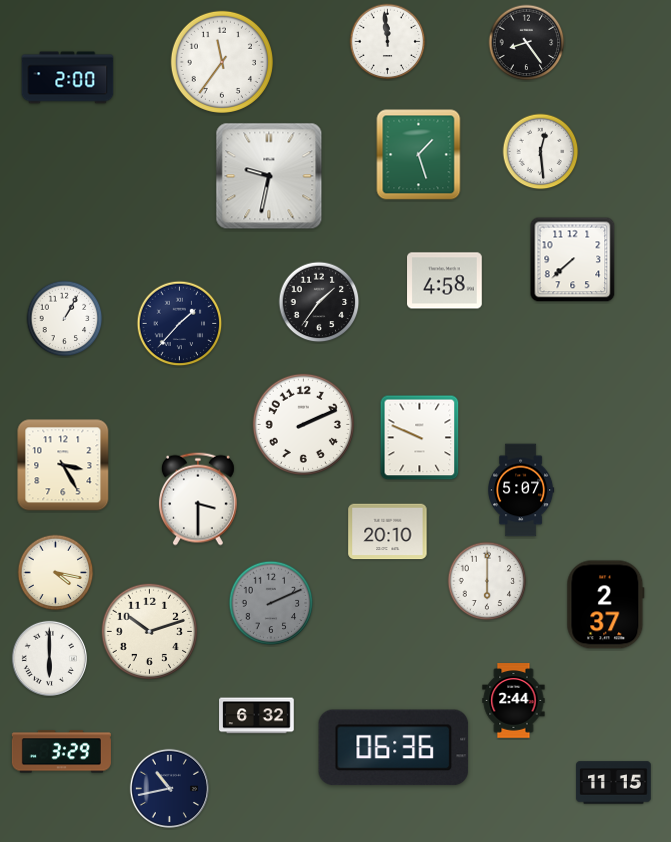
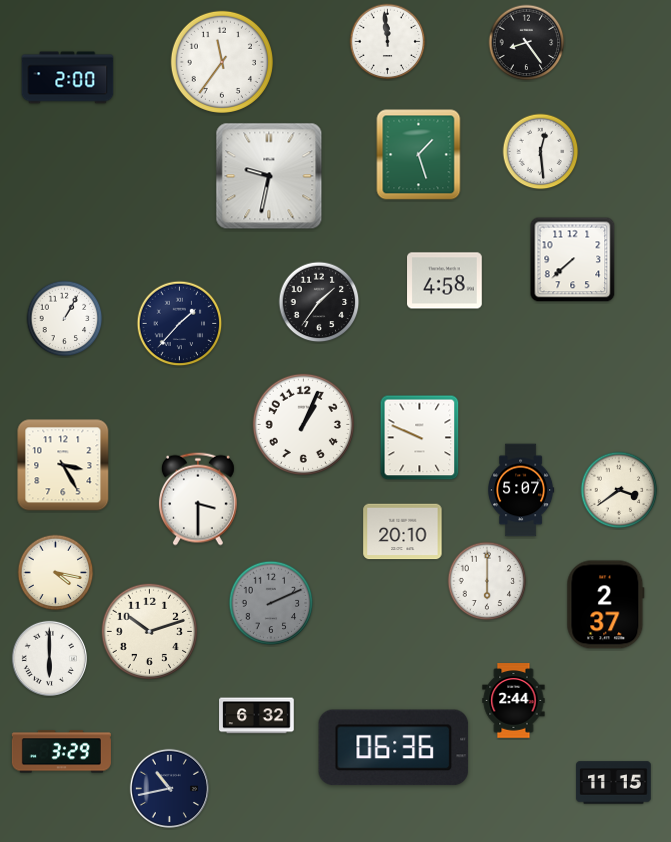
clock at (303, 424): 2:11 -> 1:04
clock at (619, 490): none -> 3:39
clock at (388, 532) position: (388, 532) -> (403, 532)
